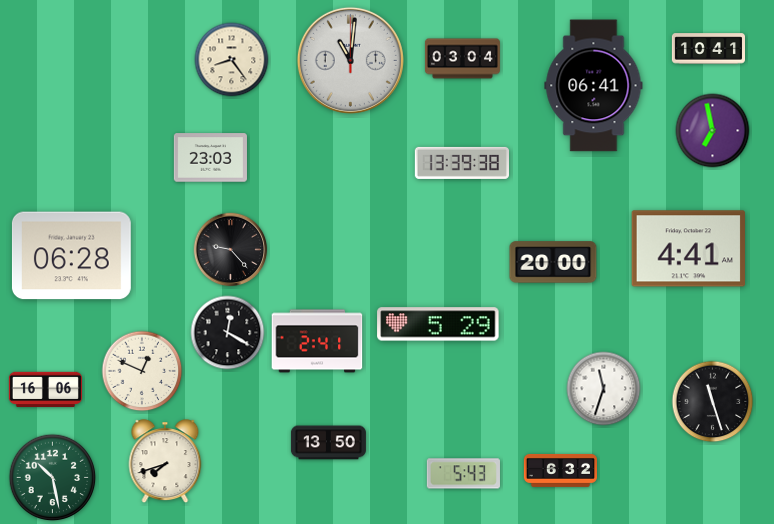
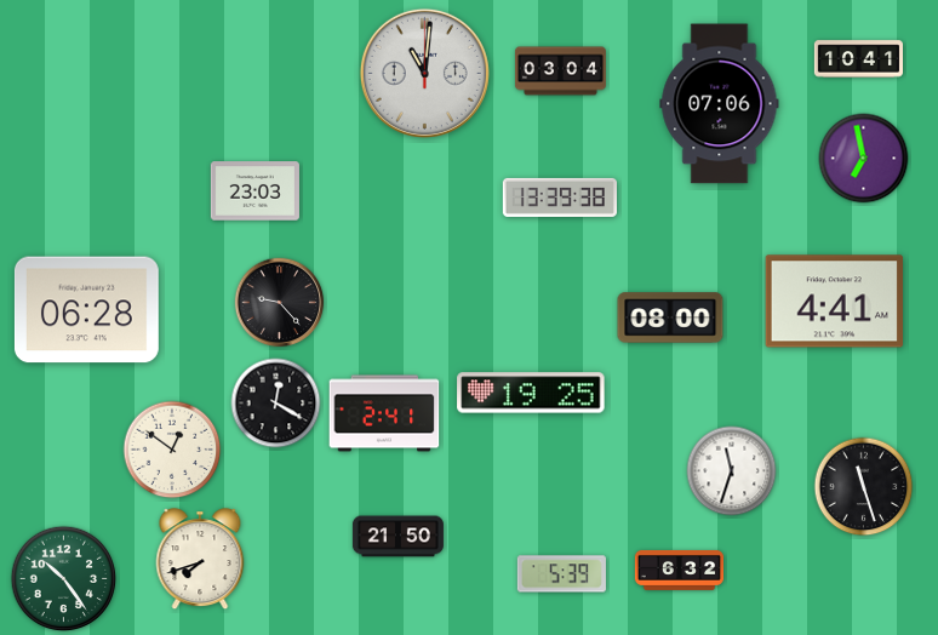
clock at (232, 60): 8:24 -> none
clock at (594, 86): 06:41 -> 07:06
clock at (553, 262): 20:00 -> 08:00
clock at (438, 324): 5:29 -> 19:25
clock at (142, 371): 12:49 -> 12:51
clock at (45, 390): 16:06 -> none
clock at (328, 443): 13:50 -> 21:50
clock at (463, 474): 5:43 -> 5:39
clock at (53, 478): 10:28 -> 10:24
